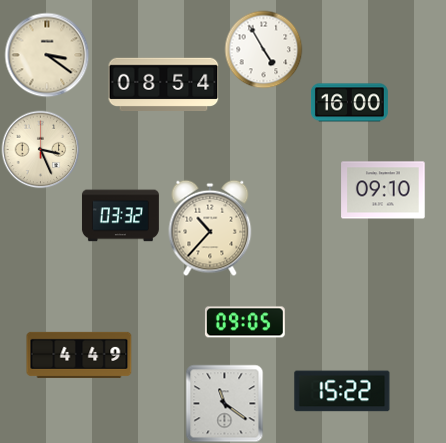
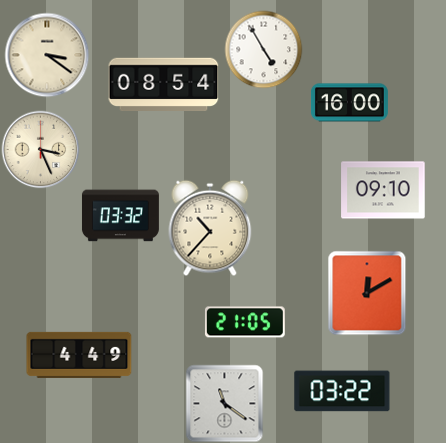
clock at (367, 293): none -> 12:10
clock at (245, 322): 09:05 -> 21:05
clock at (342, 391): 15:22 -> 03:22
